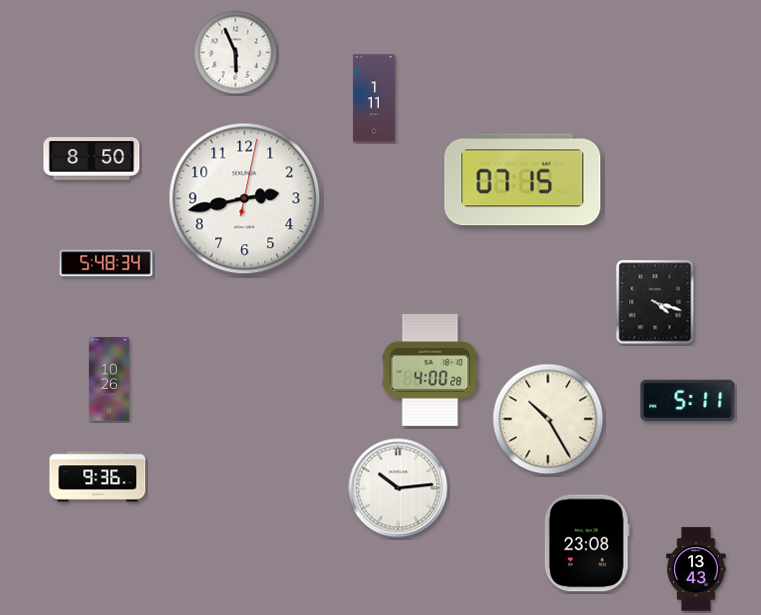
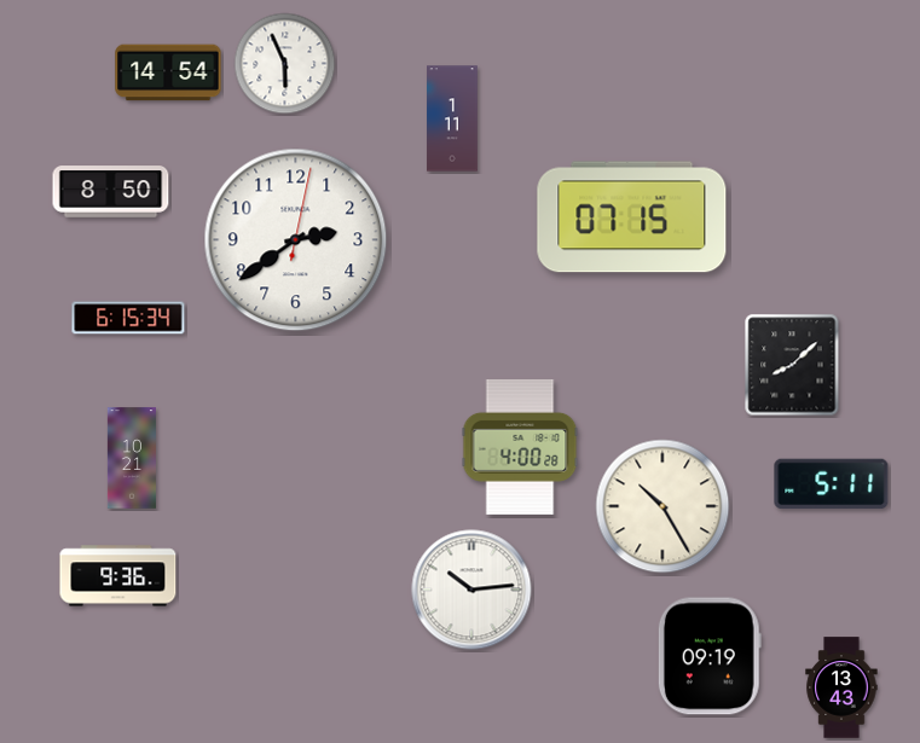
clock at (168, 72): none -> 14:54
clock at (245, 199): 2:43 -> 2:39
clock at (106, 263): 5:48 -> 6:15
clock at (655, 302): 4:18 -> 8:08
clock at (109, 379): 10:26 -> 10:21
clock at (398, 488) position: (398, 488) -> (471, 590)
clock at (587, 543): 23:08 -> 09:19
